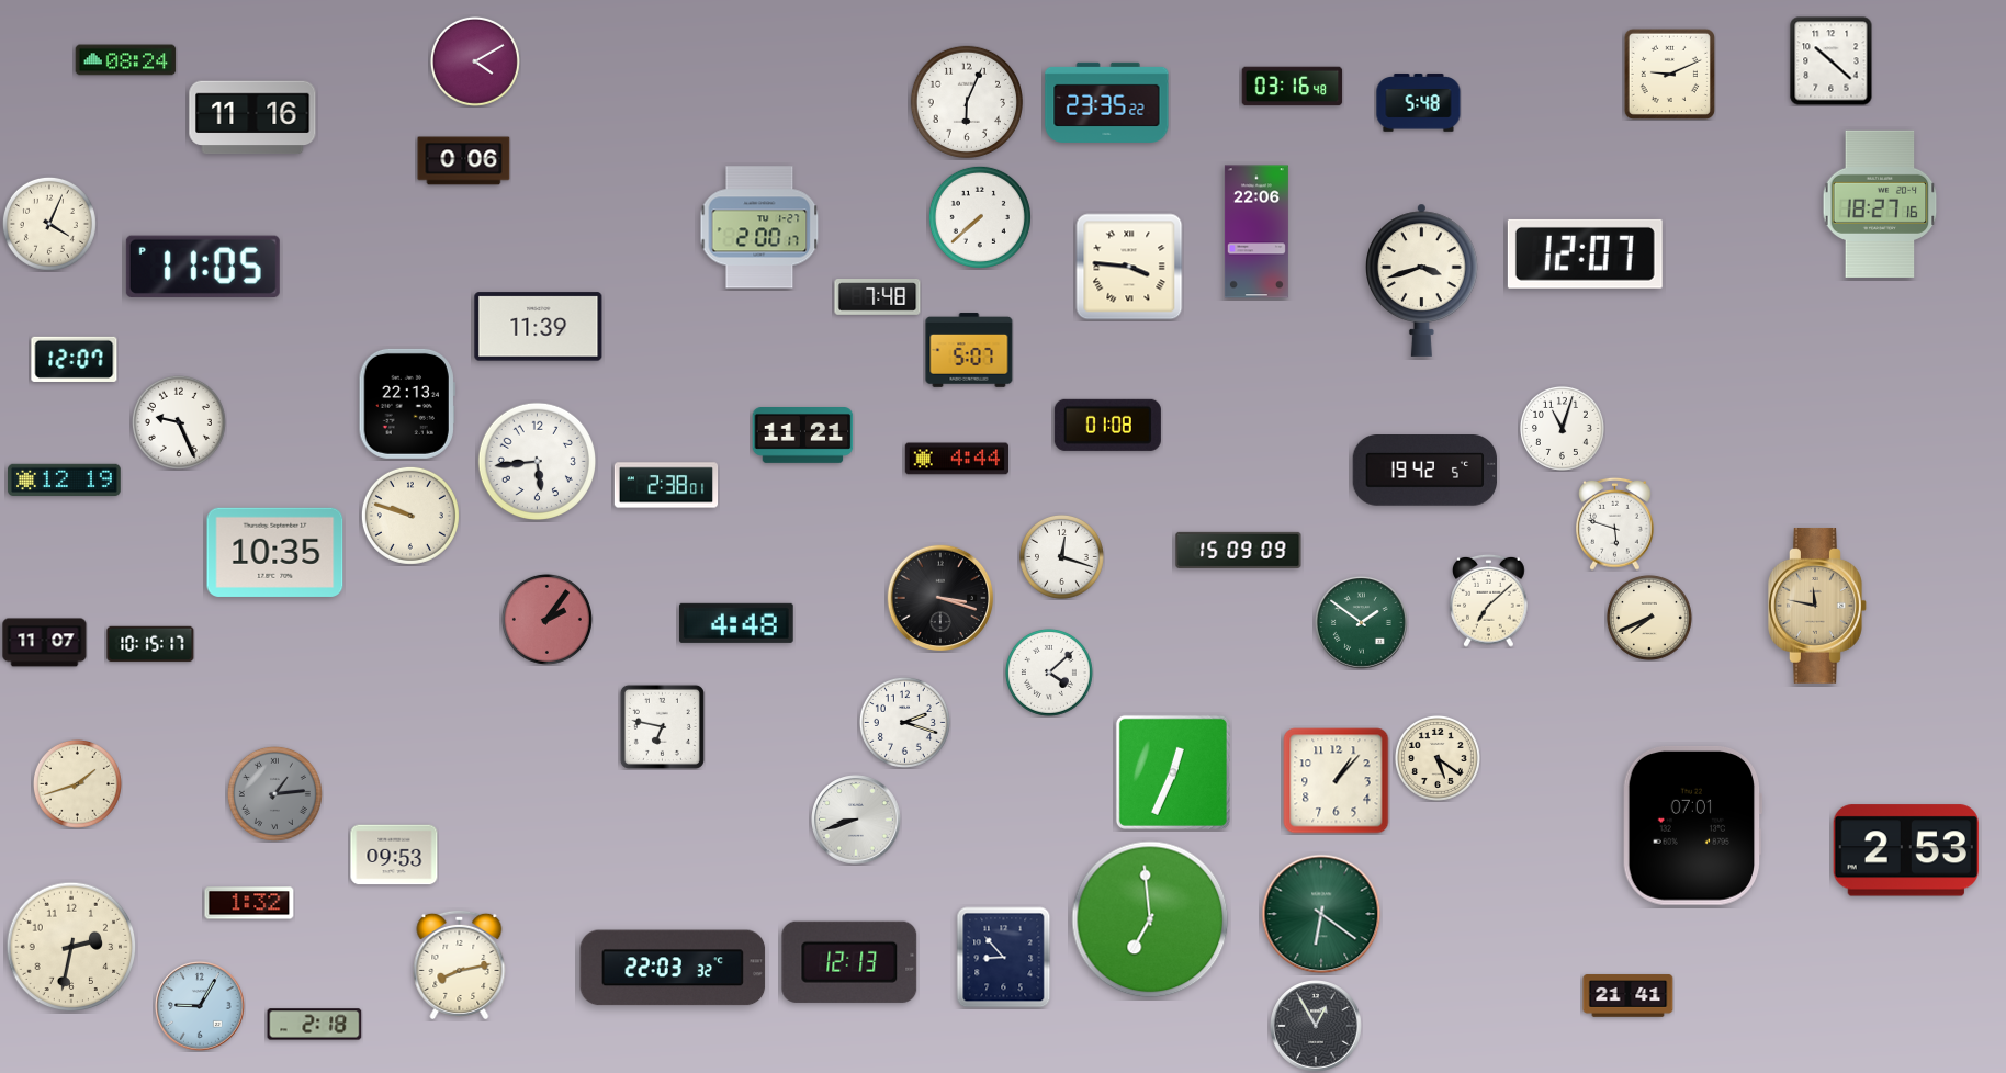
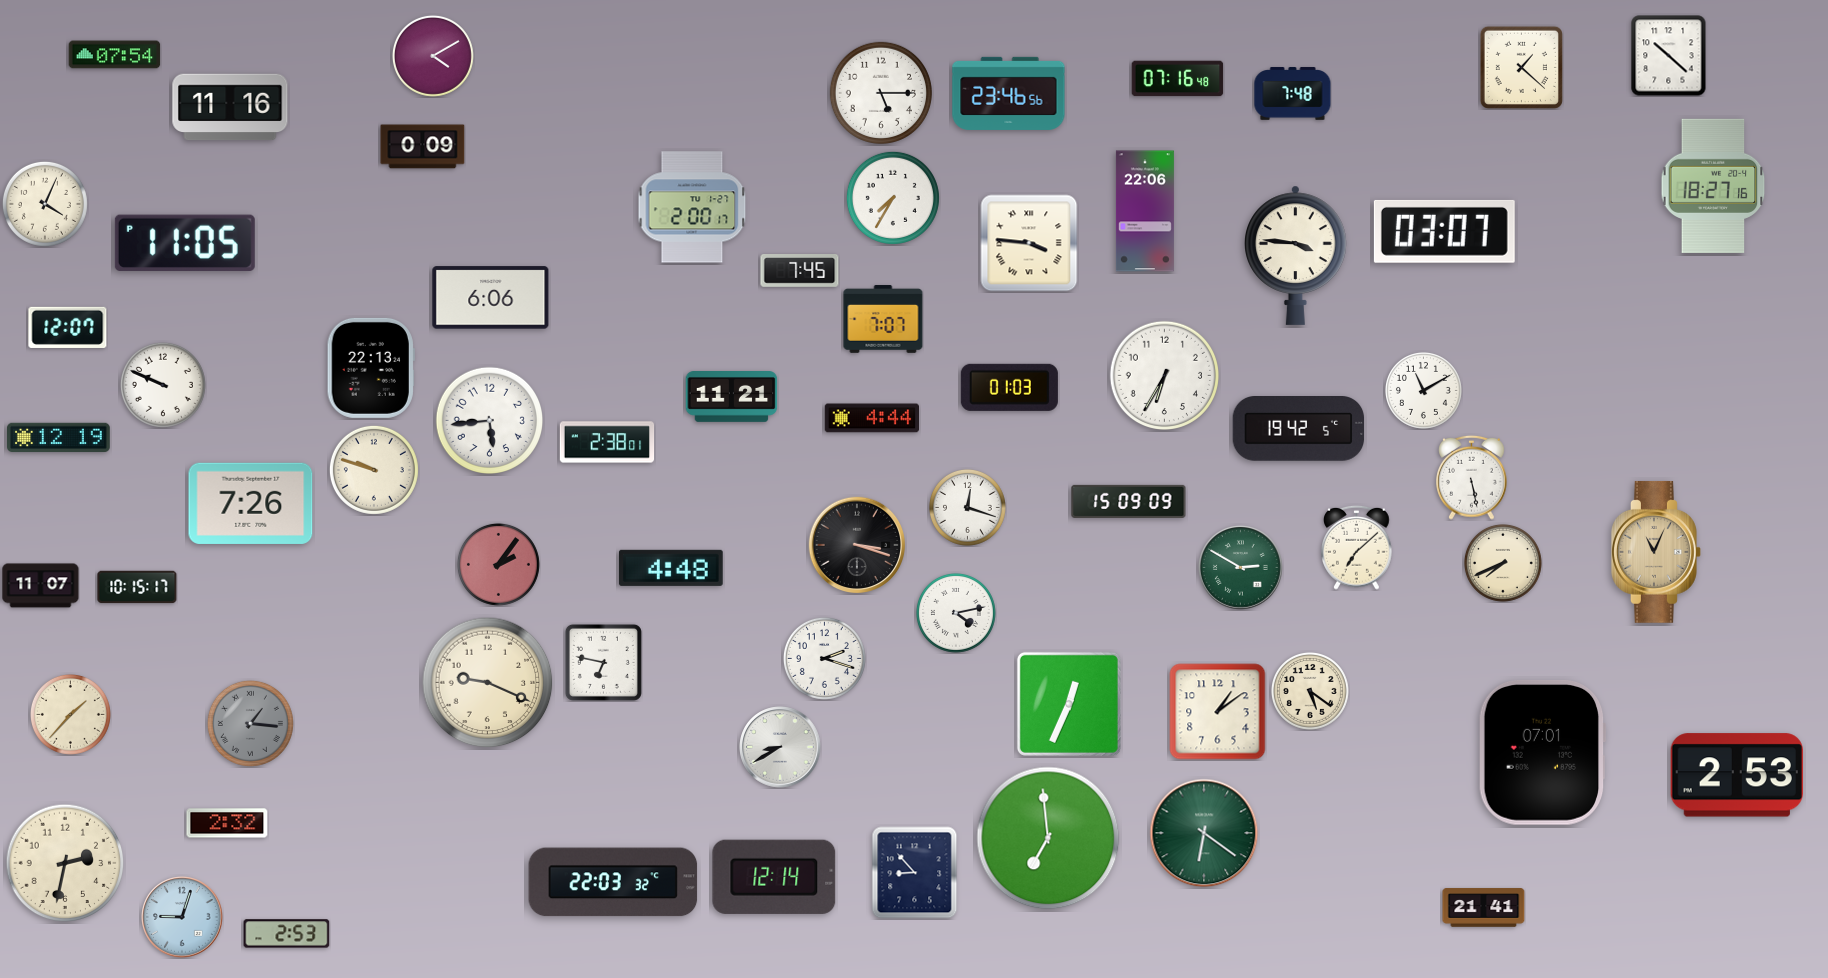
clock at (126, 60): 08:24 -> 07:54
clock at (1669, 74): 9:11 -> 1:22
clock at (1293, 87): 03:16 -> 07:16
clock at (967, 102): 6:04 -> 5:15
clock at (1107, 102): 23:35 -> 23:46
clock at (1419, 103): 5:48 -> 7:48
clock at (464, 161): 0:06 -> 0:09
clock at (980, 217): 7:38 -> 7:35
clock at (1585, 253): 12:07 -> 03:07
clock at (1422, 280): 3:42 -> 3:46
clock at (878, 297): 7:48 -> 7:45
clock at (539, 327): 11:39 -> 6:06
clock at (969, 350): 5:07 -> 7:07
clock at (1164, 375): none -> 6:35
clock at (179, 422): 9:26 -> 9:49
clock at (1107, 425): 01:08 -> 01:03
clock at (1562, 428): 11:03 -> 11:10
clock at (1615, 523): 5:48 -> 5:28
clock at (275, 552): 10:35 -> 7:26
clock at (1817, 606): 11:47 -> 11:04
clock at (1361, 622): 1:51 -> 2:50
clock at (1049, 673): 4:08 -> 4:13
clock at (488, 683): none -> 9:19
clock at (1337, 781): 1:07 -> 1:09
clock at (77, 783): 1:42 -> 1:37
clock at (274, 793): 1:14 -> 1:16
clock at (856, 820): 8:42 -> 8:40
clock at (394, 855): 09:53 -> none
clock at (249, 903): 1:32 -> 2:32
clock at (849, 962): 12:13 -> 12:14
clock at (460, 964): 8:13 -> none
clock at (200, 1006): 9:05 -> 9:03
clock at (315, 1025): 2:18 -> 2:53
clock at (1317, 1027): 12:55 -> none
